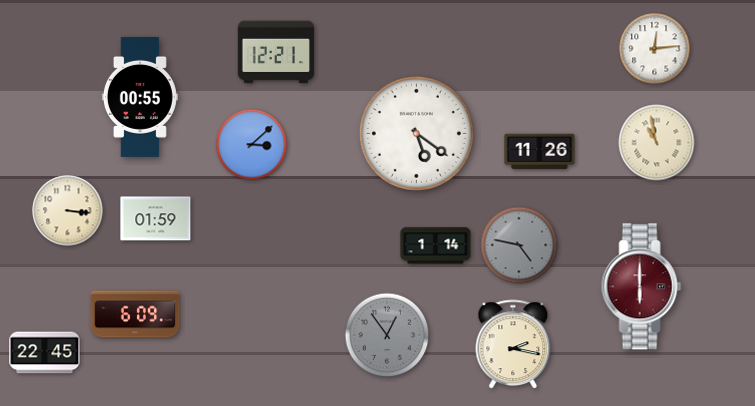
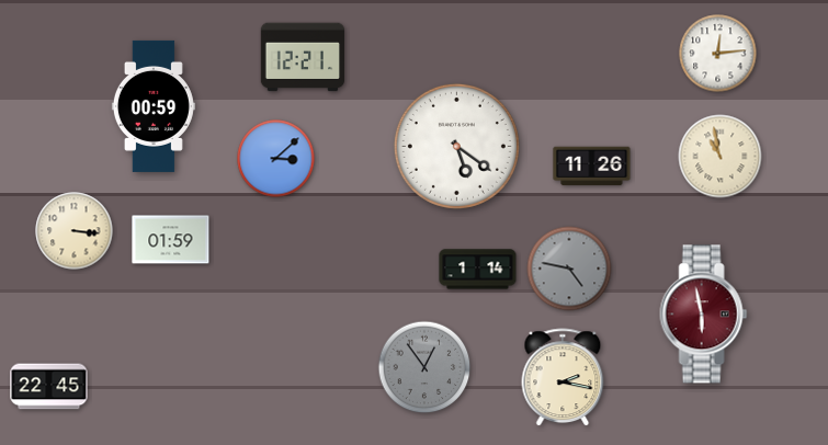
clock at (140, 97): 00:55 -> 00:59
clock at (642, 287): 6:00 -> 5:58
clock at (135, 314): 6:09 -> none
